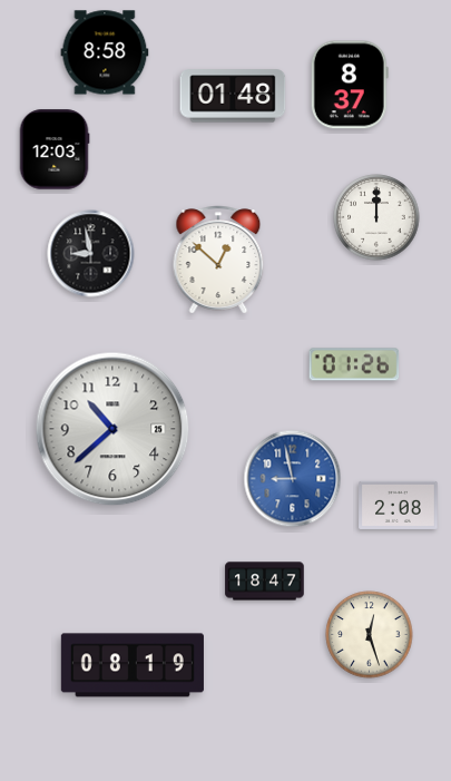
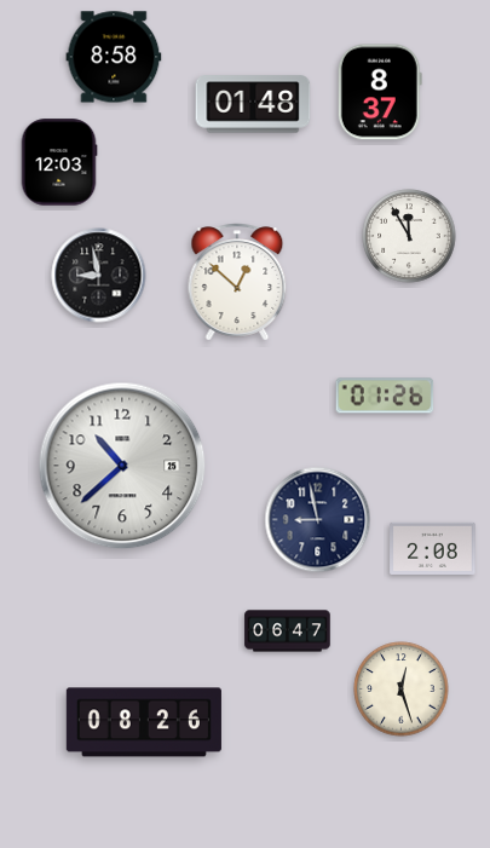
clock at (376, 217): 12:00 -> 11:55
clock at (293, 479) dial: blue -> navy
clock at (265, 582): 18:47 -> 06:47
clock at (133, 665): 08:19 -> 08:26
